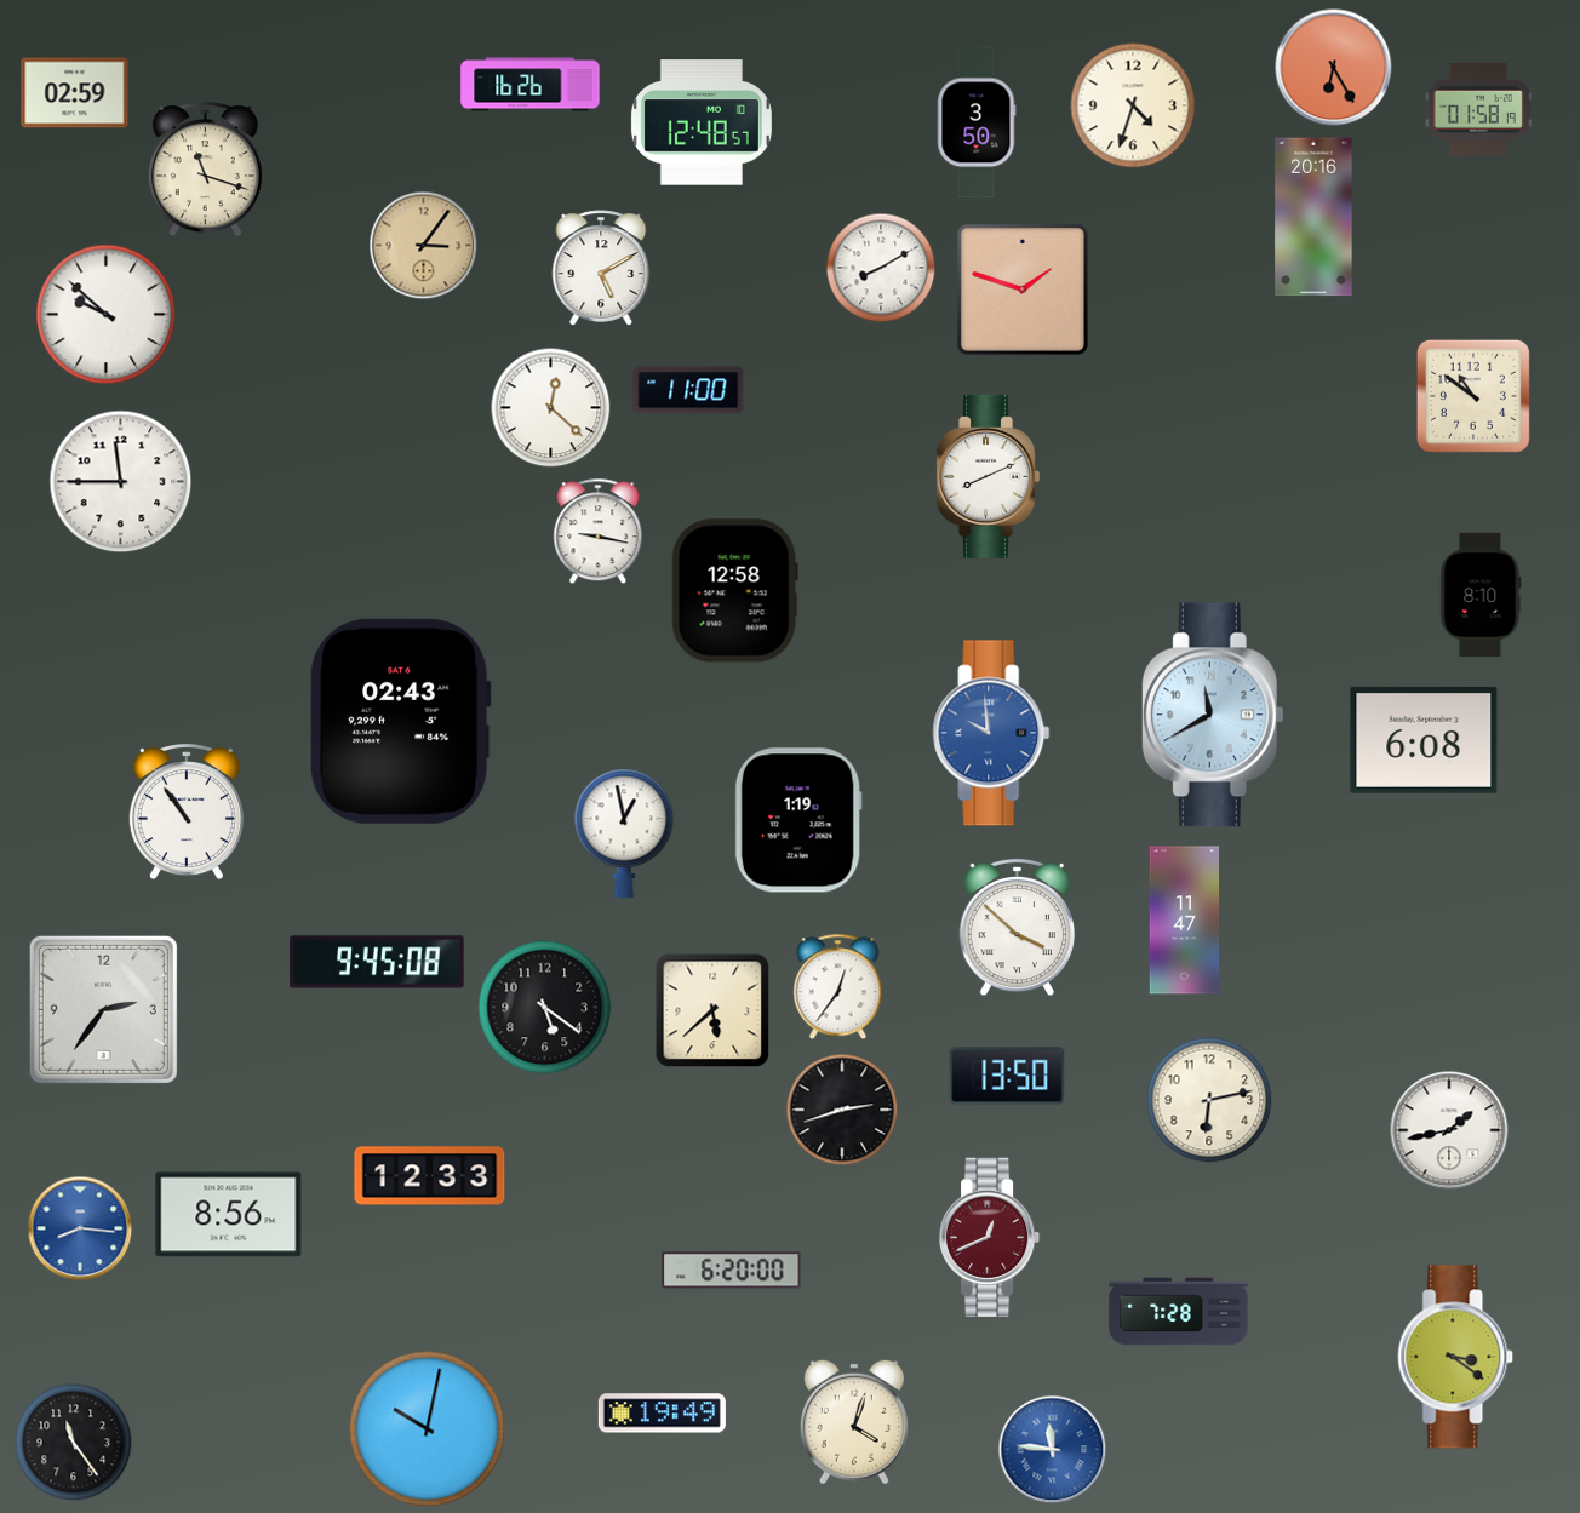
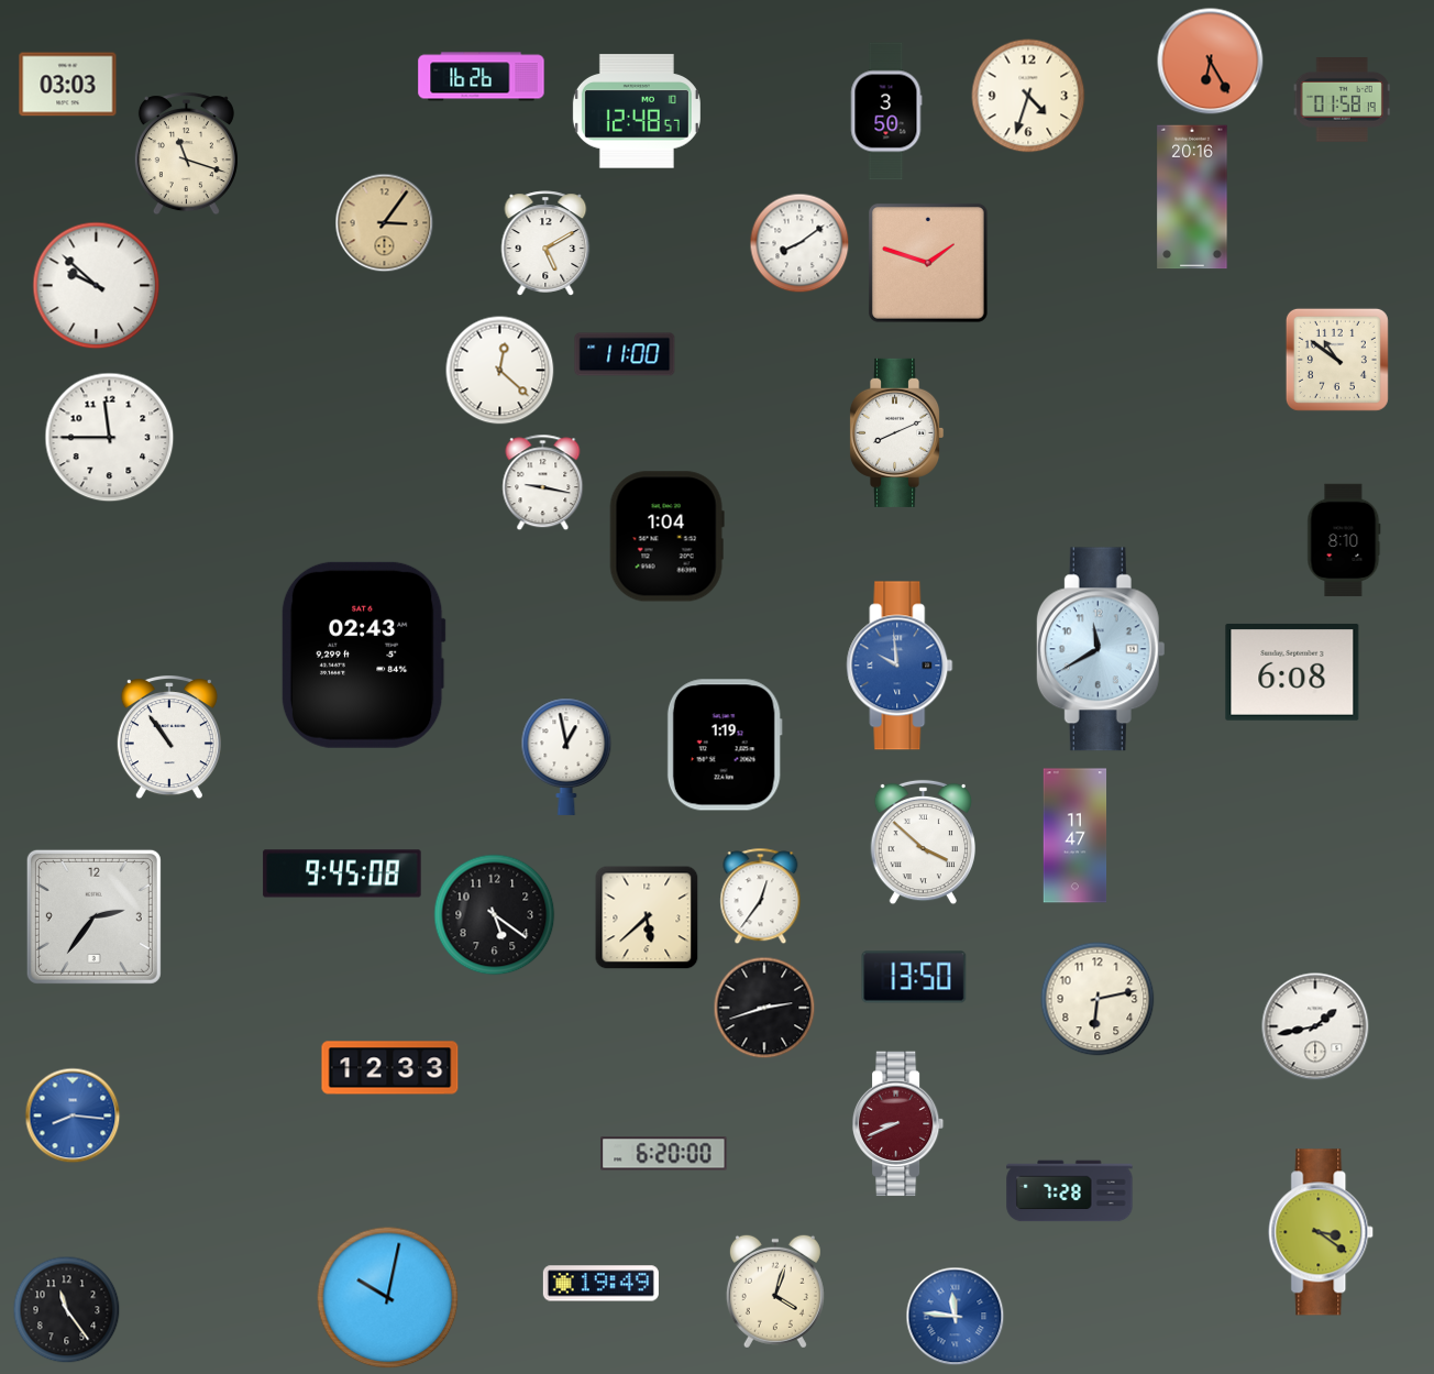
clock at (75, 93): 02:59 -> 03:03
clock at (881, 268): 8:10 -> 8:09
clock at (734, 591): 12:58 -> 1:04
clock at (229, 1215): 8:56 -> none
clock at (990, 1238): 12:41 -> 8:41
